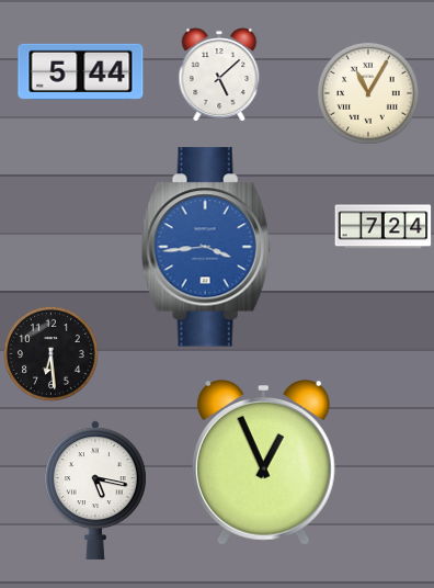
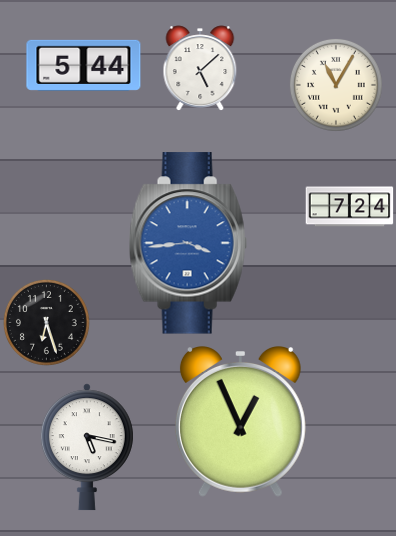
clock at (81, 71) position: (81, 71) -> (84, 65)
clock at (206, 247) position: (206, 247) -> (188, 243)
clock at (52, 354): 6:29 -> 6:27
